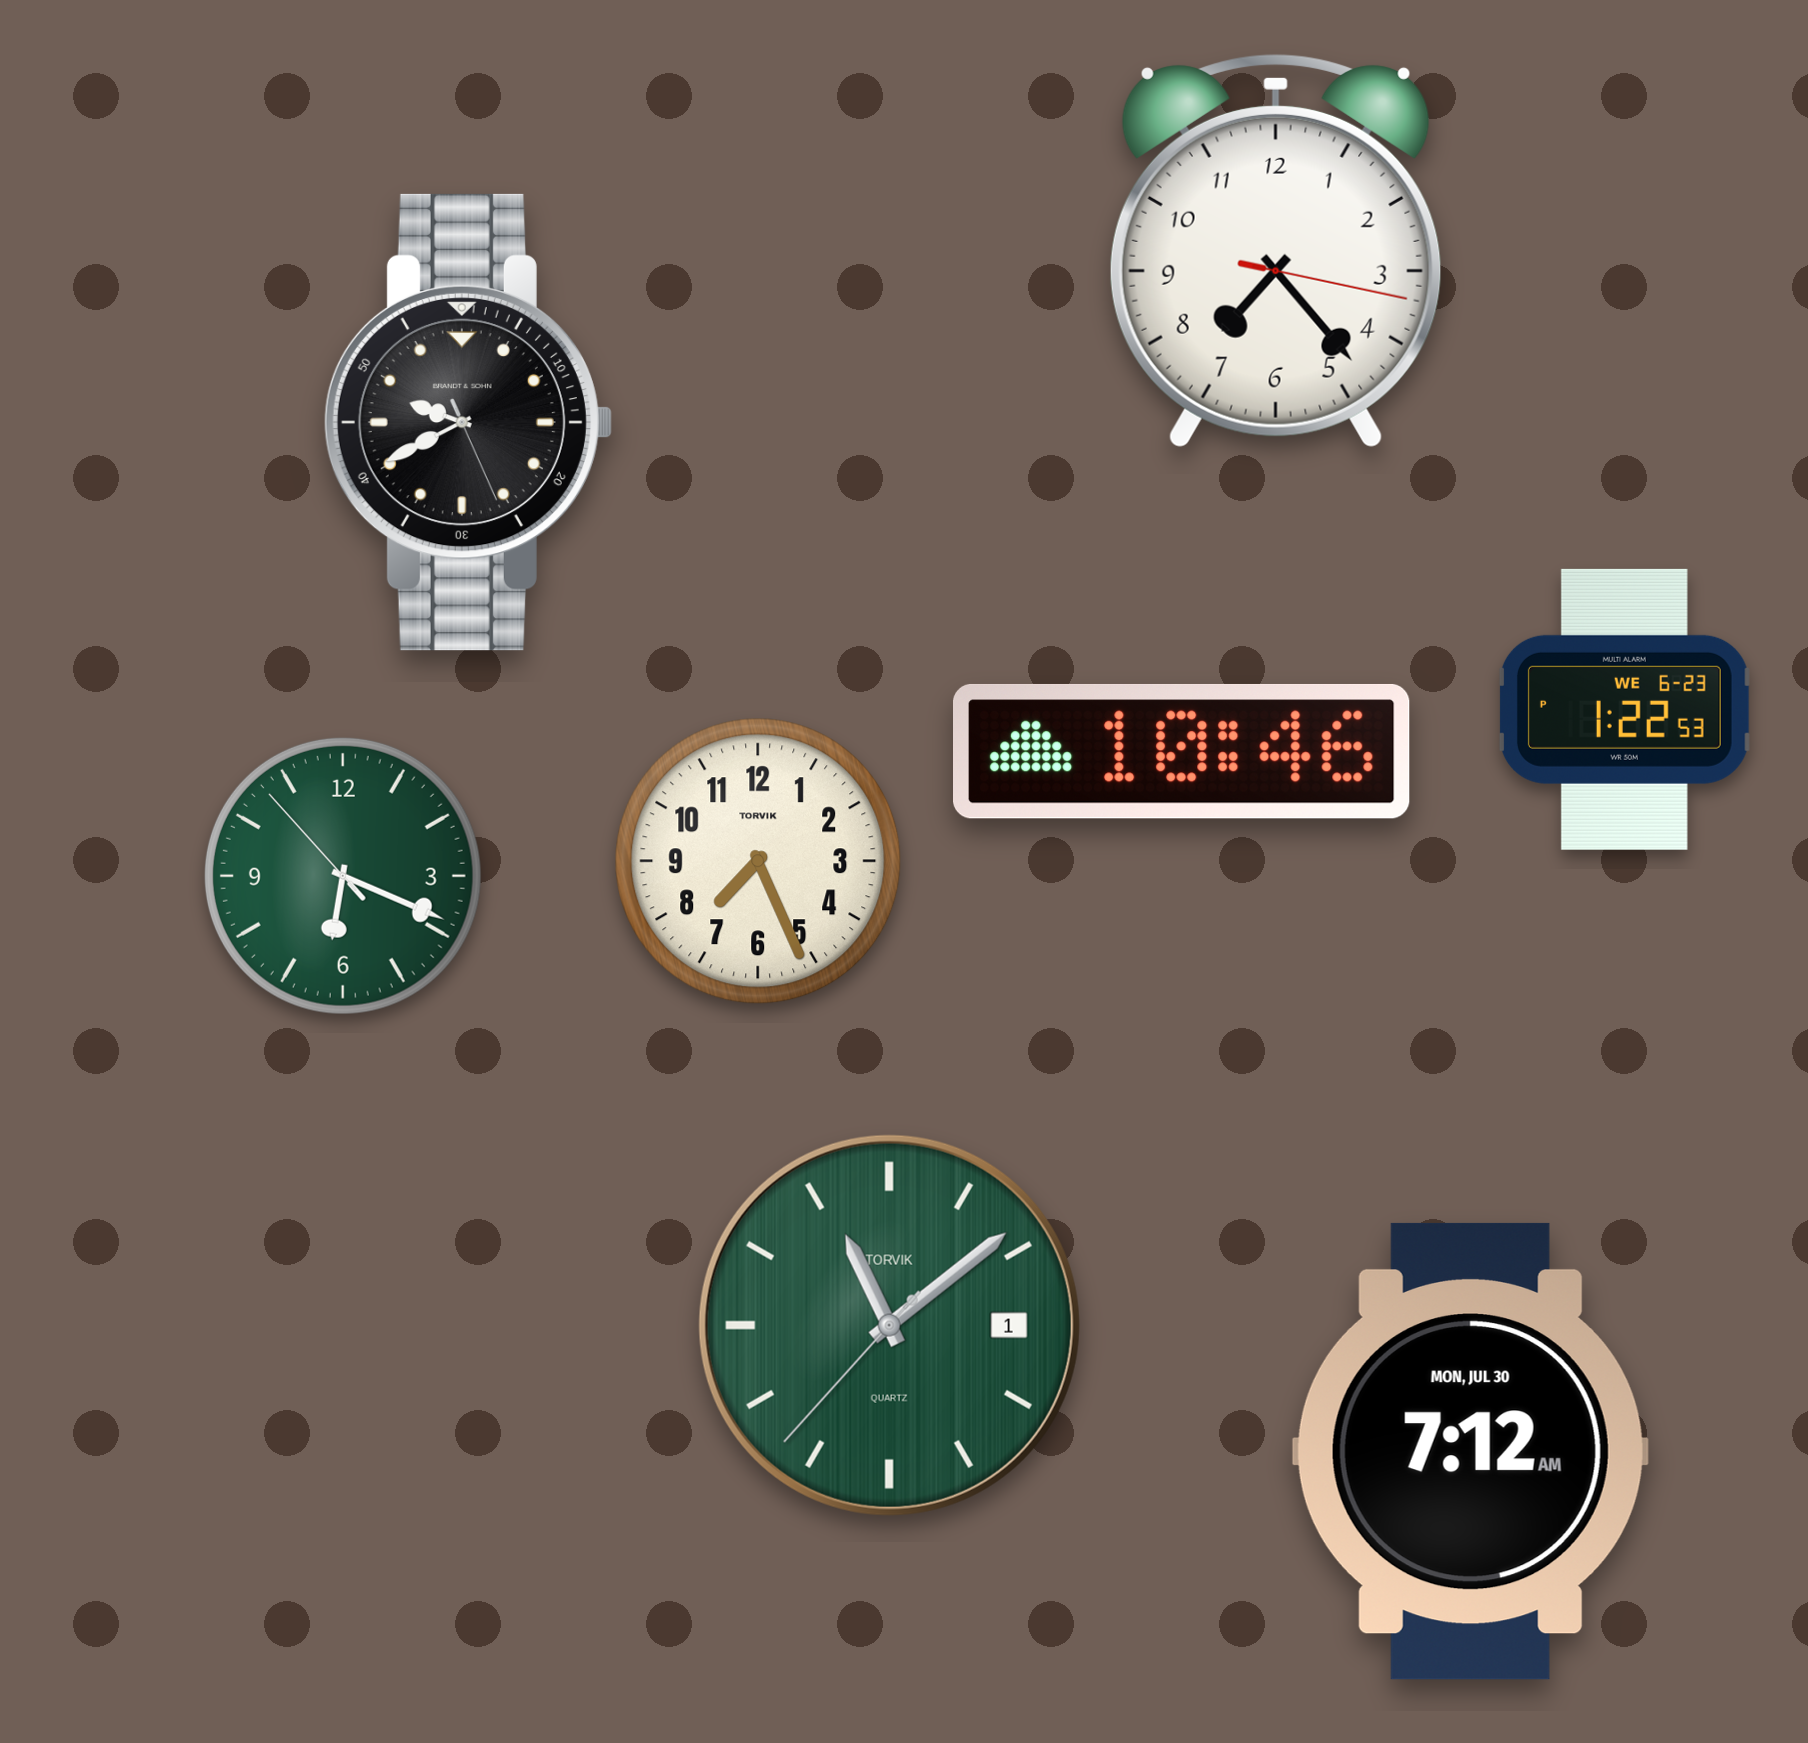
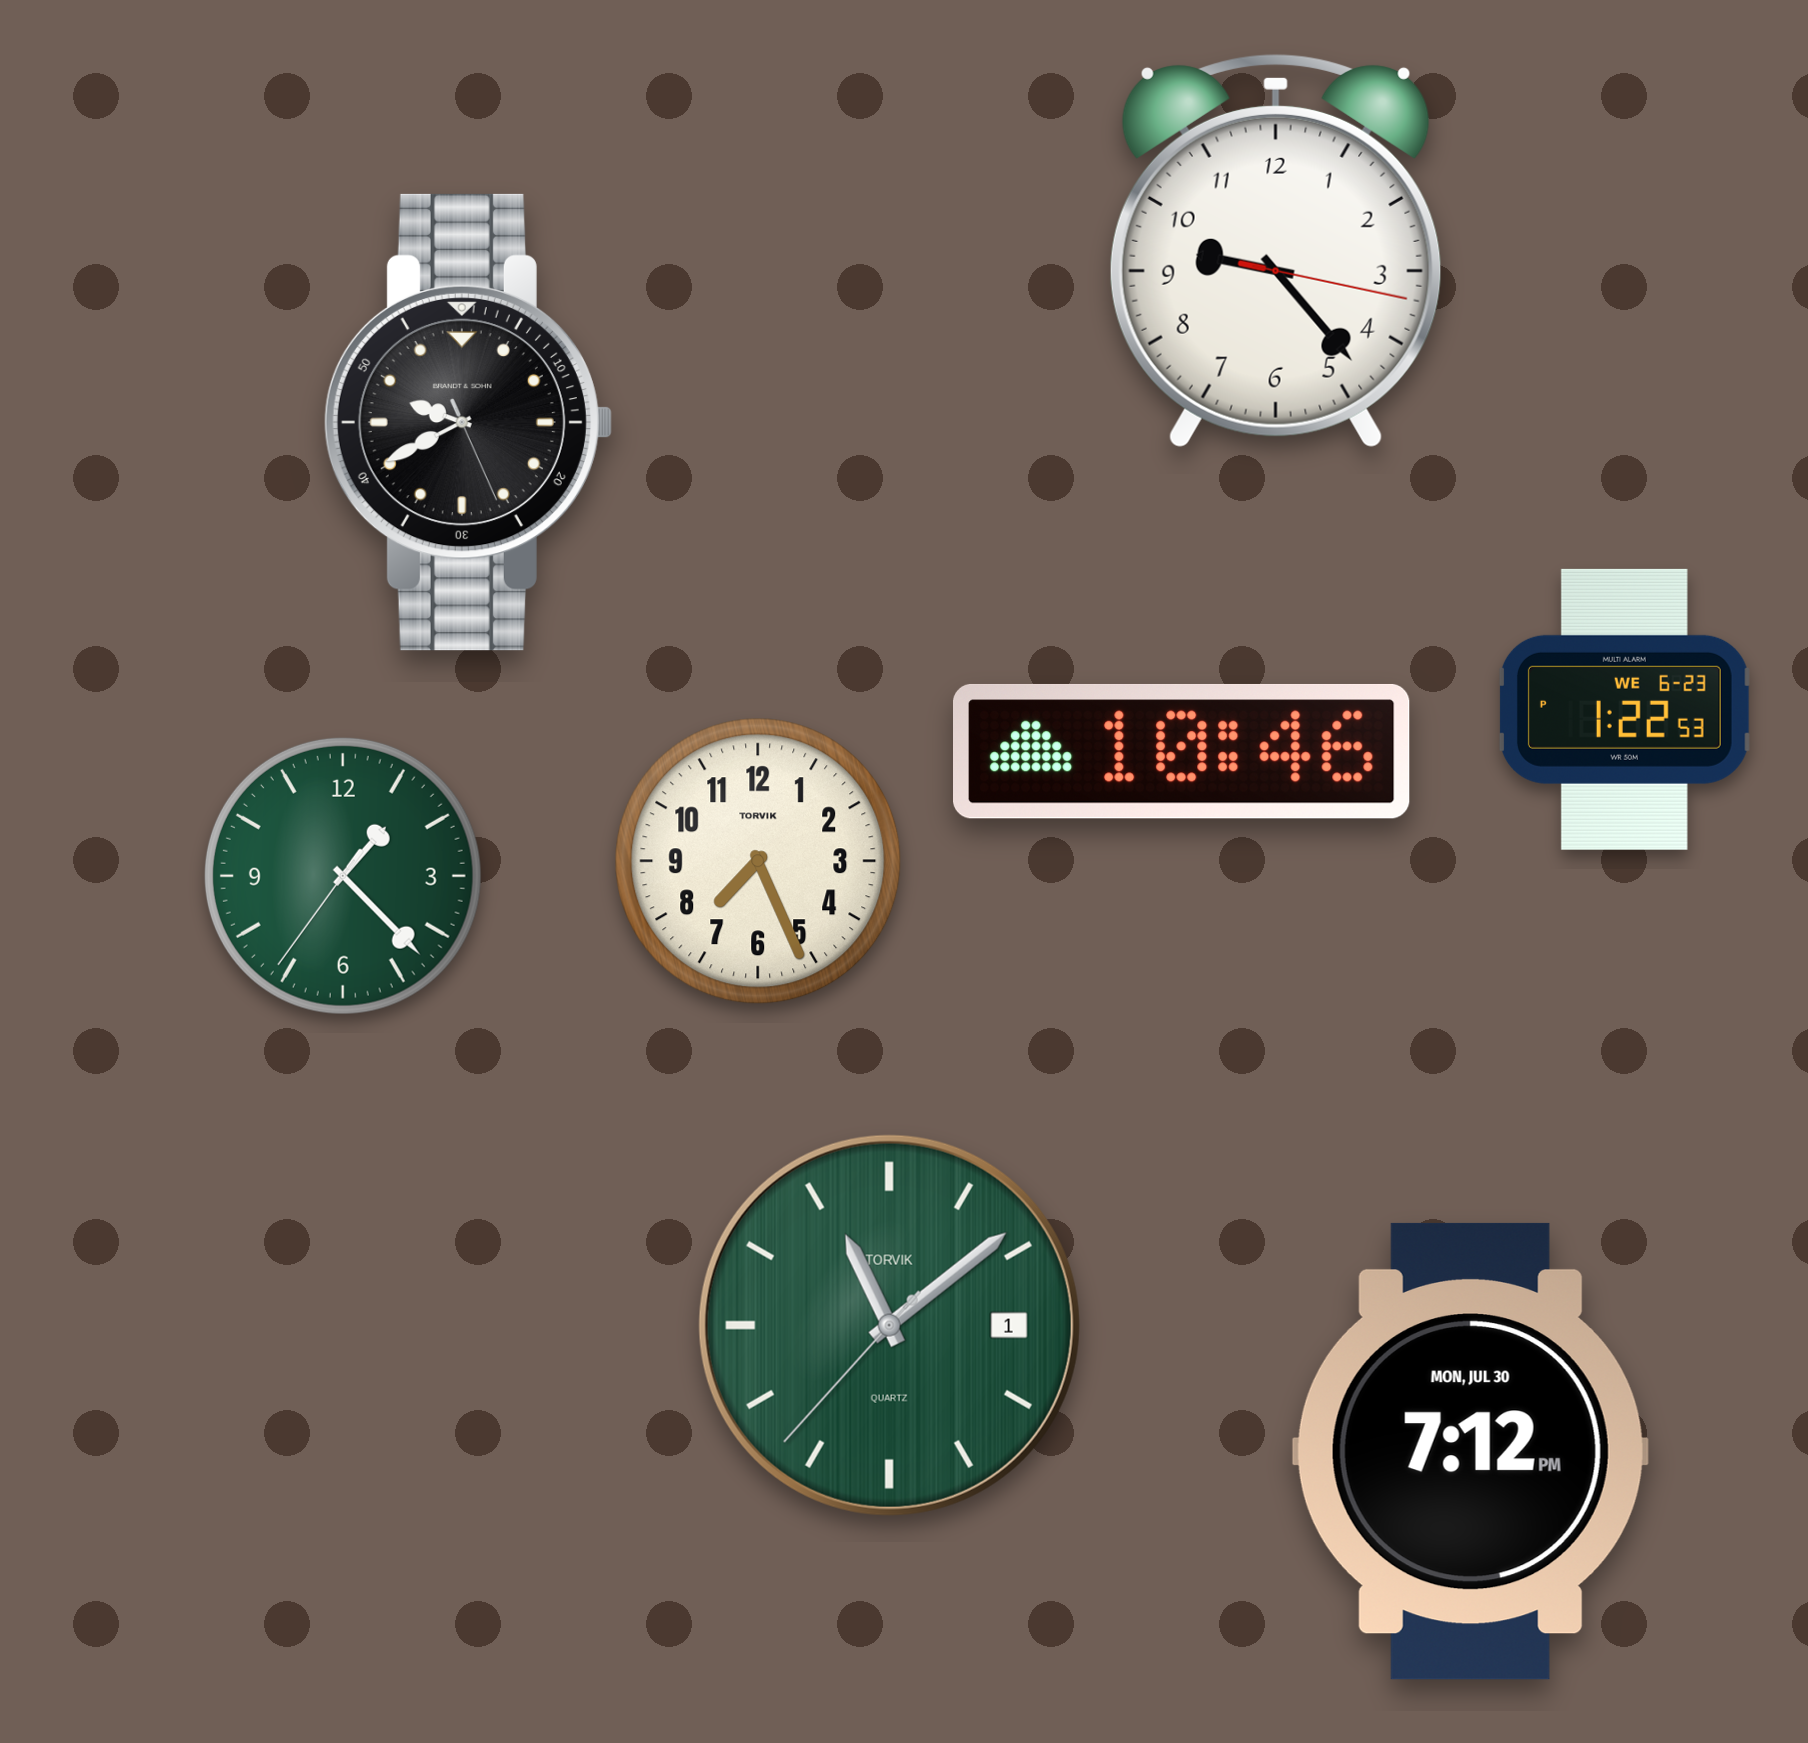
clock at (1276, 251): 7:23 -> 9:23
clock at (343, 876): 6:18 -> 1:22
clock at (1470, 1451): 7:12 AM -> 7:12 PM
